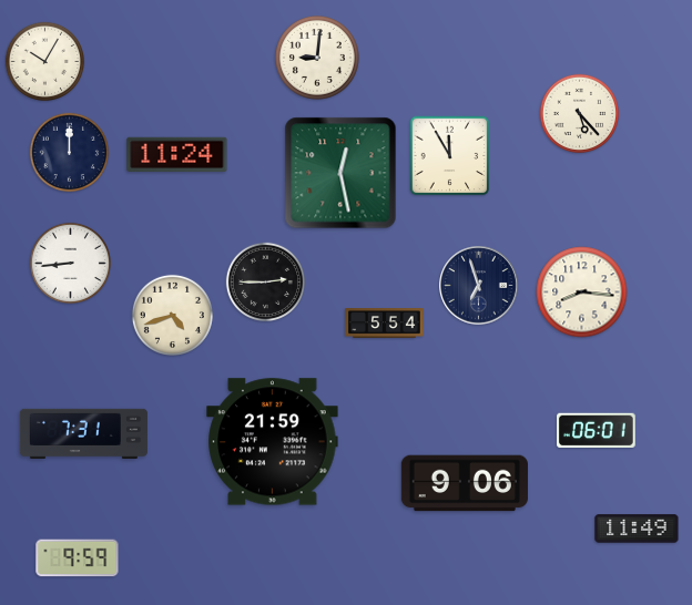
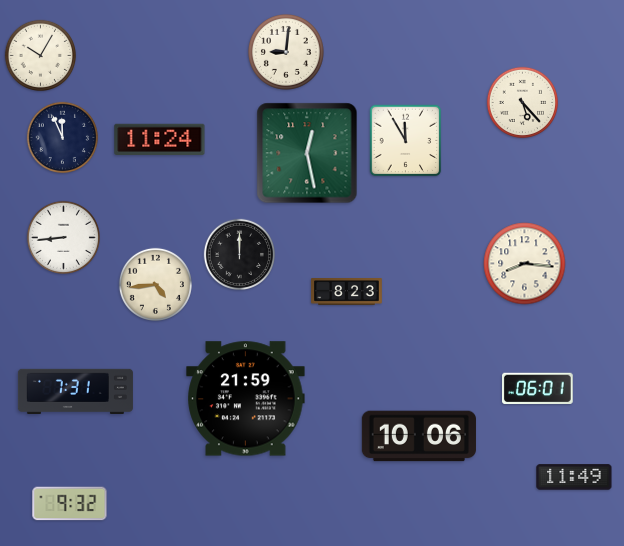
clock at (70, 153): 12:00 -> 11:56
clock at (340, 173) position: (340, 173) -> (307, 153)
clock at (266, 283): 2:45 -> 12:00
clock at (479, 286): 6:57 -> none
clock at (172, 315): 4:42 -> 4:44
clock at (385, 324): 5:54 -> 8:23
clock at (465, 483): 9:06 -> 10:06
clock at (78, 558): 9:59 -> 9:32
